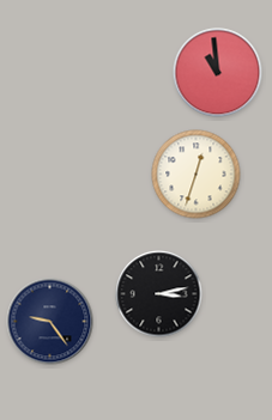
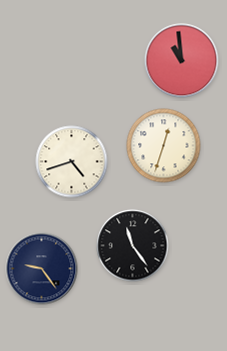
clock at (72, 162): none -> 4:42
clock at (159, 294): 3:13 -> 11:24
